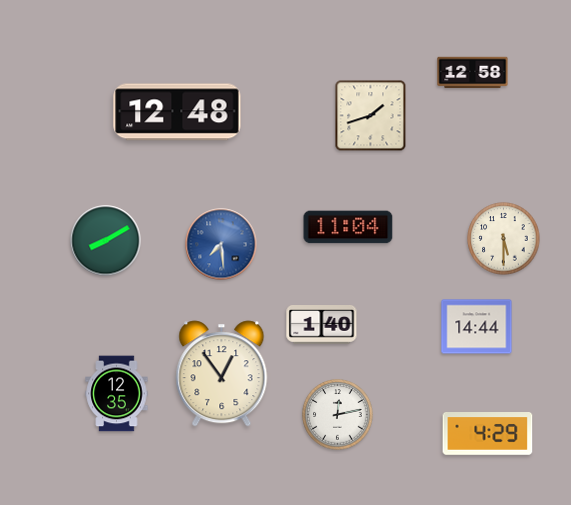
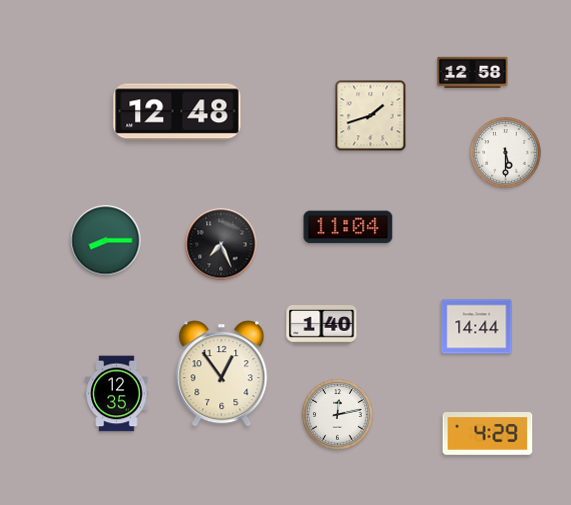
clock at (506, 153): none -> 5:30
clock at (504, 239): 5:30 -> none
clock at (106, 241): 8:10 -> 8:15
clock at (221, 244): 7:29 -> 7:26
clock at (221, 244) dial: blue -> black
